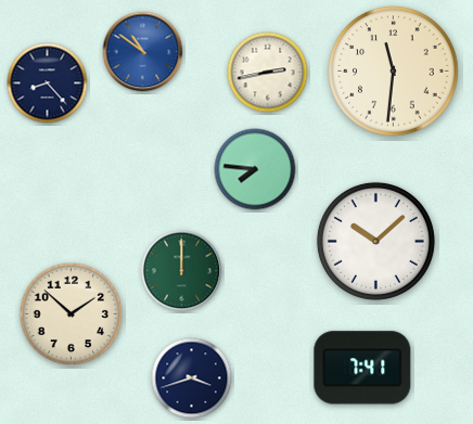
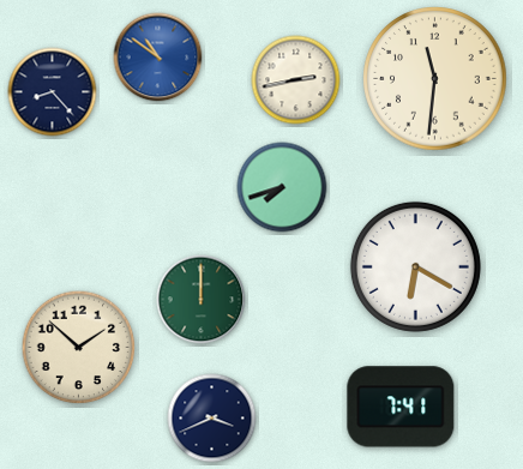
clock at (255, 169): 7:46 -> 7:42
clock at (375, 241): 10:08 -> 6:20
clock at (192, 378): 3:42 -> 3:41
